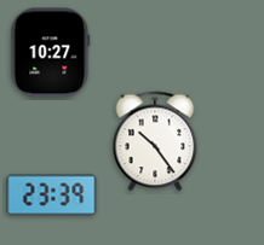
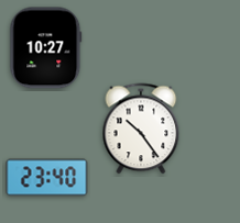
clock at (52, 196): 23:39 -> 23:40
